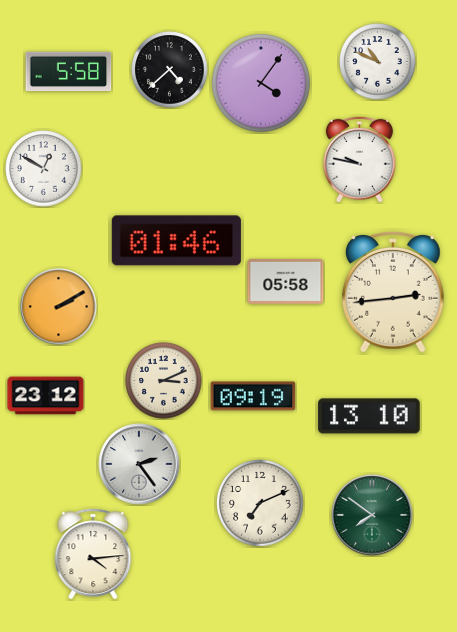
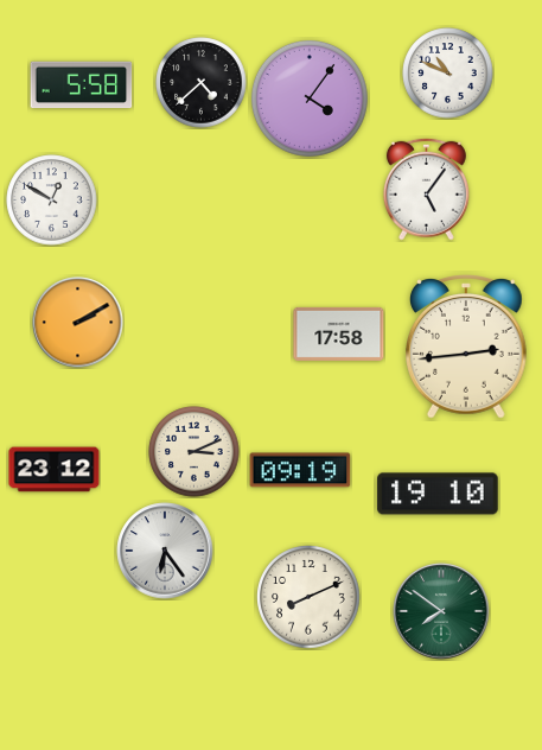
clock at (359, 159): 9:47 -> 5:06
clock at (176, 241): 01:46 -> none
clock at (286, 281): 05:58 -> 17:58
clock at (59, 307) position: (59, 307) -> (78, 323)
clock at (369, 416): 13:10 -> 19:10
clock at (139, 464): 2:24 -> 6:24
clock at (260, 503): 7:11 -> 8:11
clock at (93, 554): 4:14 -> none
